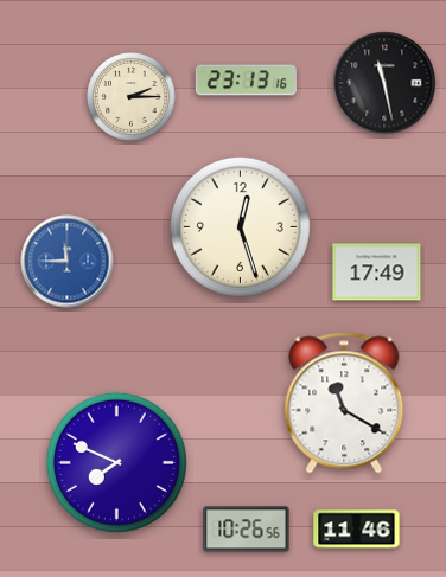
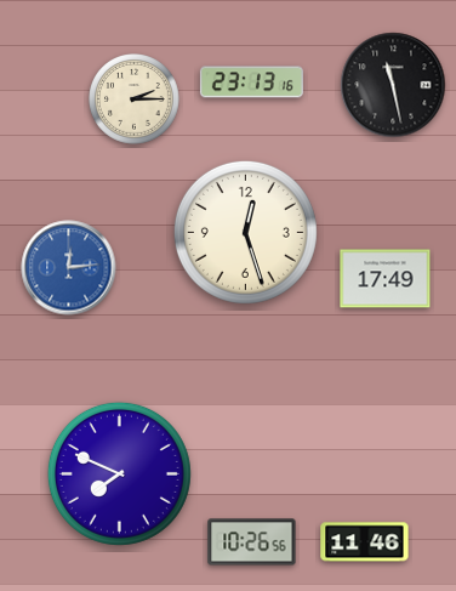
clock at (68, 262): 11:45 -> 12:14
clock at (344, 403): 11:20 -> none
